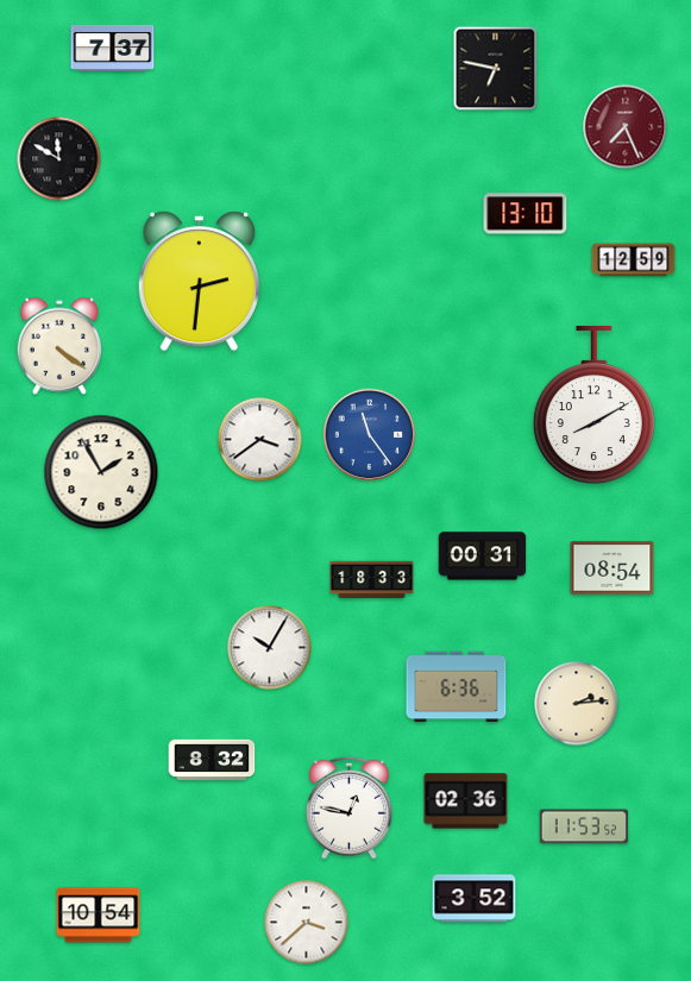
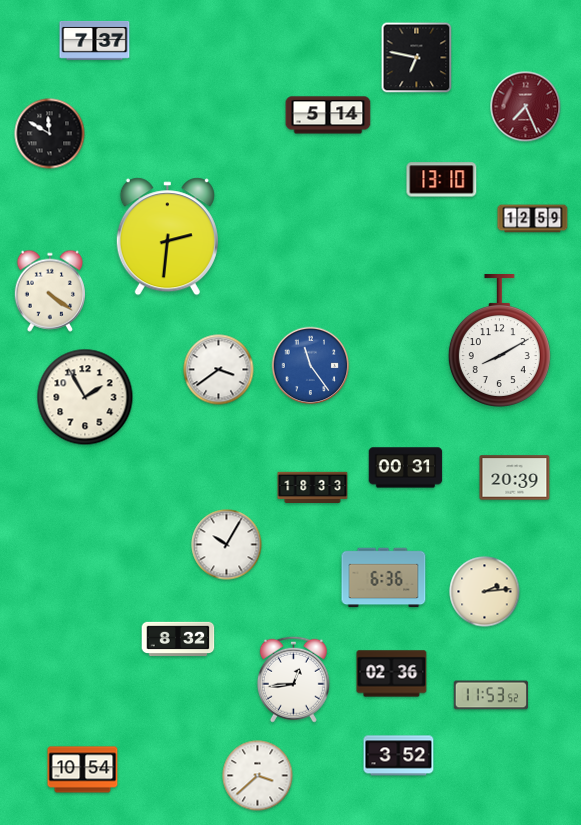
clock at (328, 115): none -> 5:14
clock at (613, 568): 08:54 -> 20:39
clock at (348, 807): 12:47 -> 12:44
